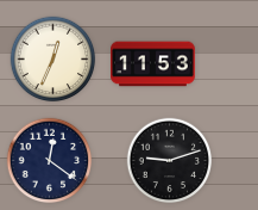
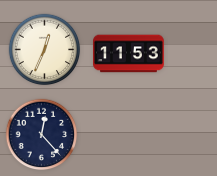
clock at (50, 161): 12:21 -> 12:23
clock at (170, 161): 9:12 -> none
